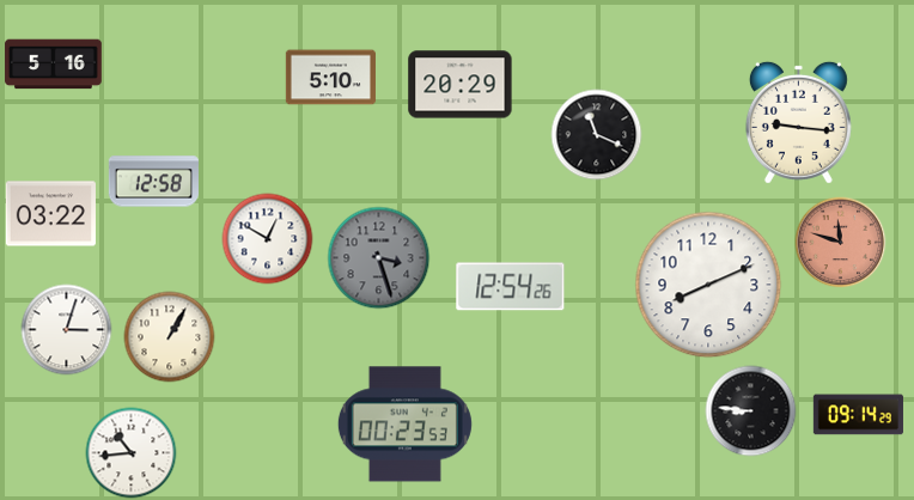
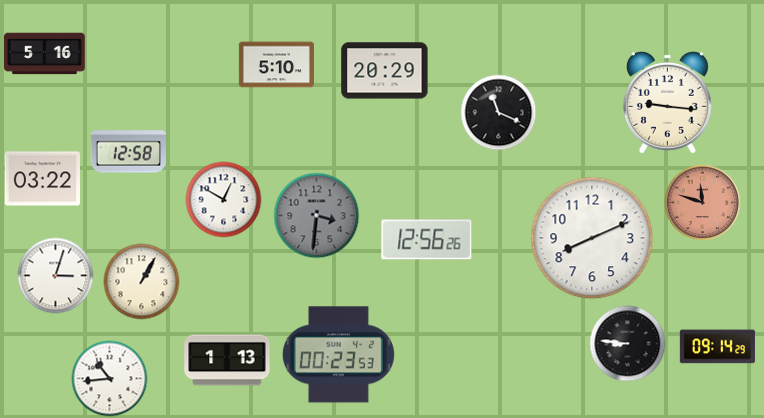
clock at (379, 258): 3:27 -> 3:31
clock at (511, 287): 12:54 -> 12:56
clock at (227, 360): none -> 1:13
